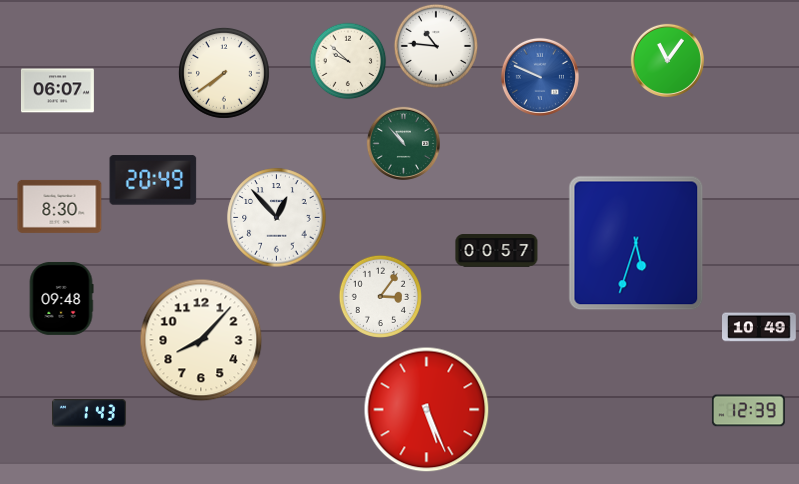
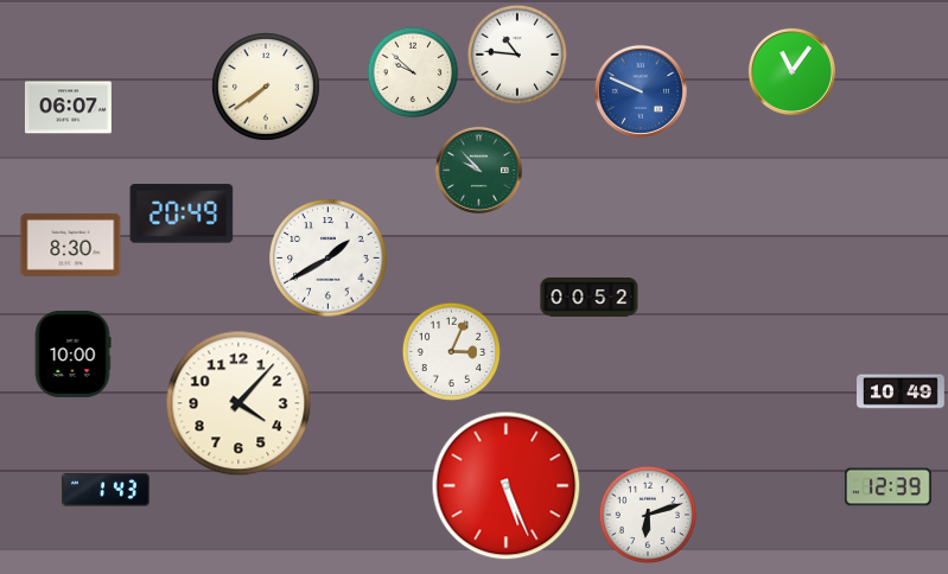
clock at (403, 143): 10:53 -> 9:53
clock at (277, 218): 12:53 -> 1:40
clock at (636, 243): 5:33 -> none
clock at (497, 251): 00:57 -> 00:52
clock at (380, 296): 3:06 -> 3:04
clock at (61, 298): 09:48 -> 10:00
clock at (760, 327) position: (760, 327) -> (902, 391)
clock at (201, 340): 8:07 -> 4:07
clock at (647, 514): none -> 6:12
